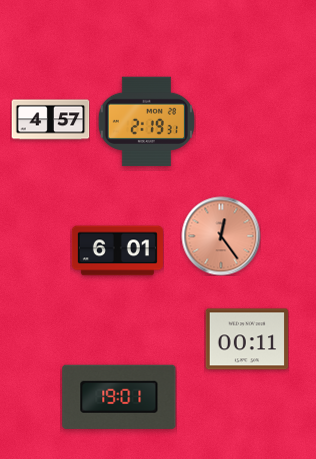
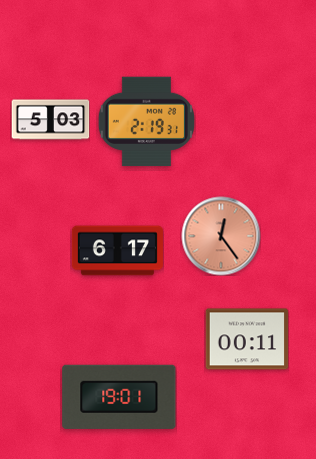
clock at (50, 120): 4:57 -> 5:03
clock at (117, 251): 6:01 -> 6:17
